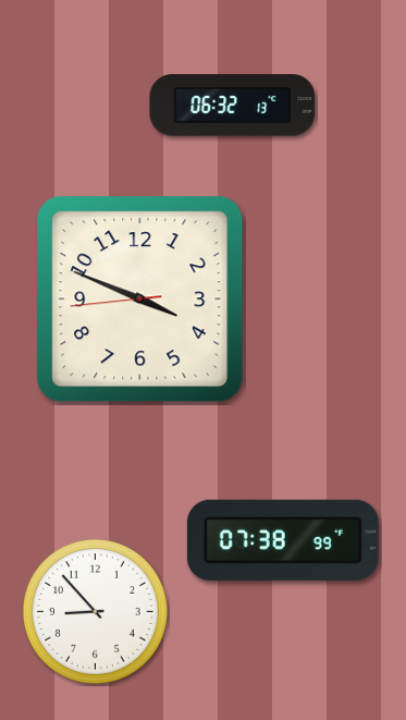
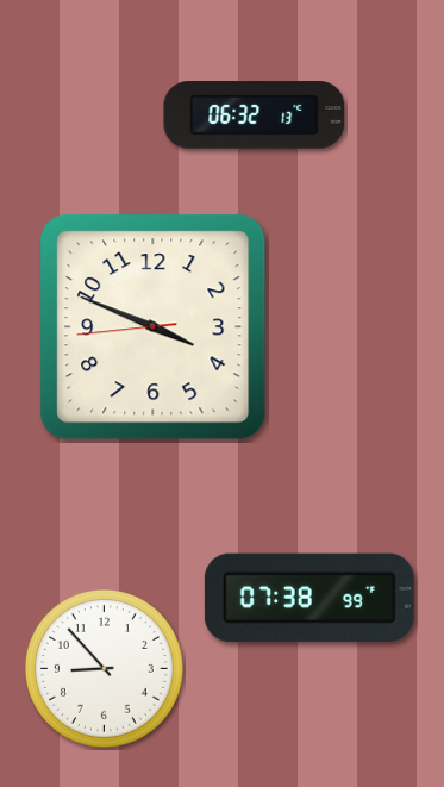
clock at (283, 540) position: (283, 540) -> (309, 598)
